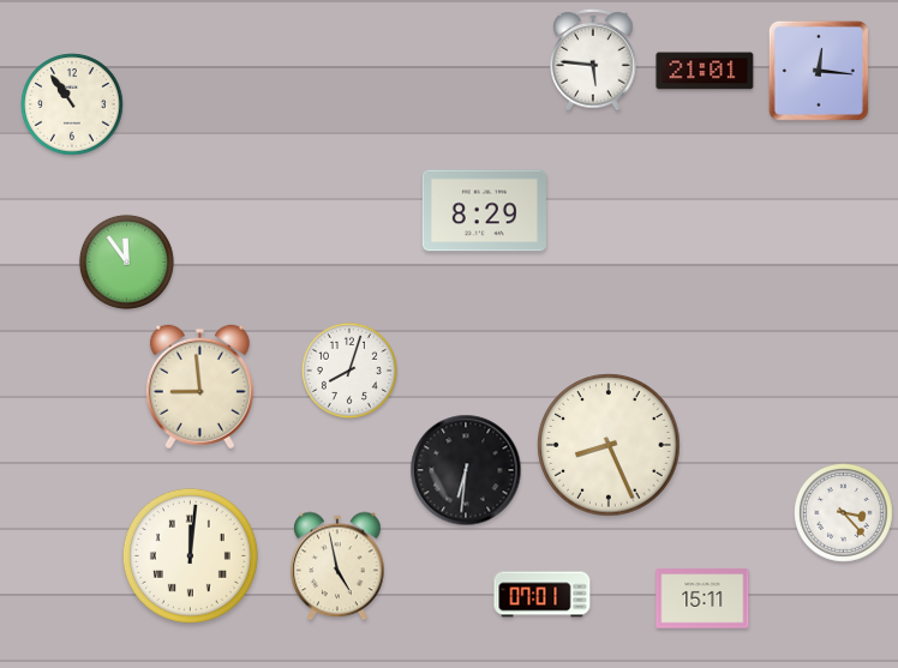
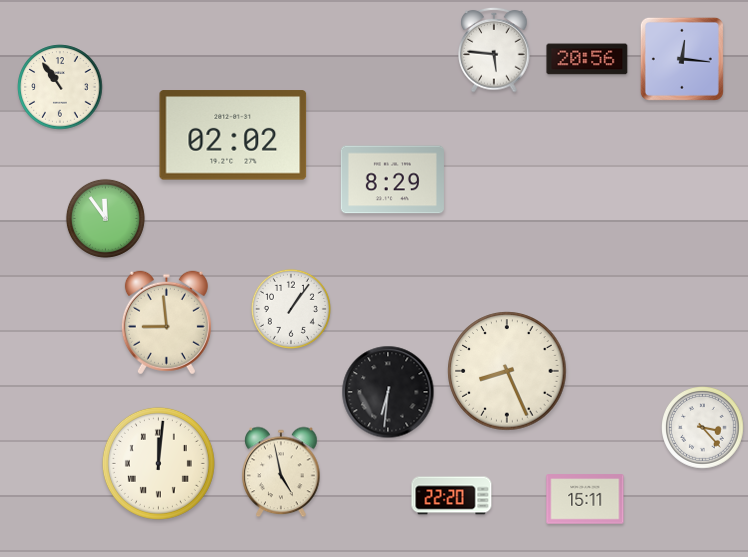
clock at (705, 71): 21:01 -> 20:56
clock at (233, 135): none -> 02:02
clock at (484, 211) position: (484, 211) -> (392, 180)
clock at (349, 371): 8:03 -> 1:06
clock at (543, 595): 07:01 -> 22:20
